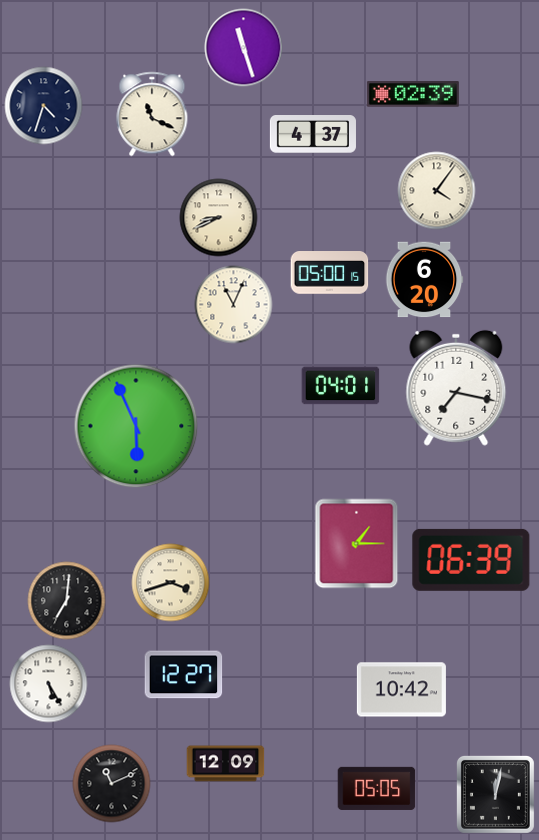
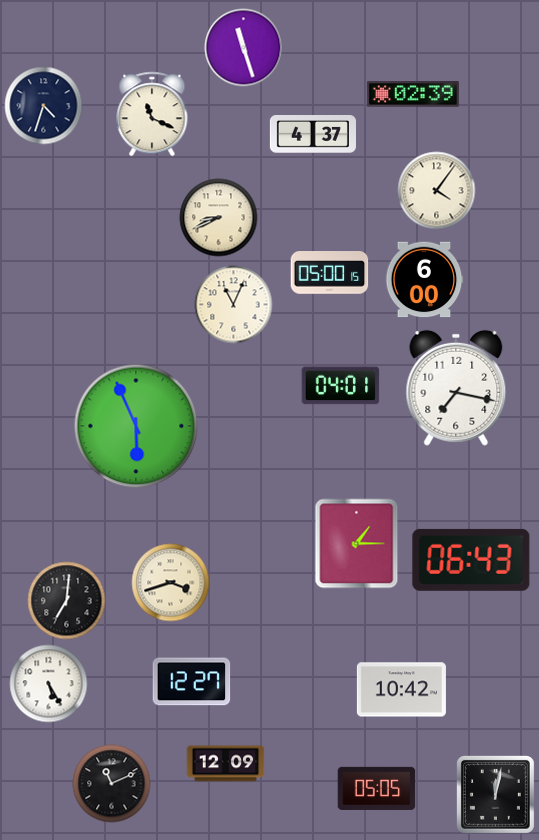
clock at (424, 280): 6:20 -> 6:00
clock at (471, 560): 06:39 -> 06:43
clock at (183, 675) position: (183, 675) -> (191, 682)
